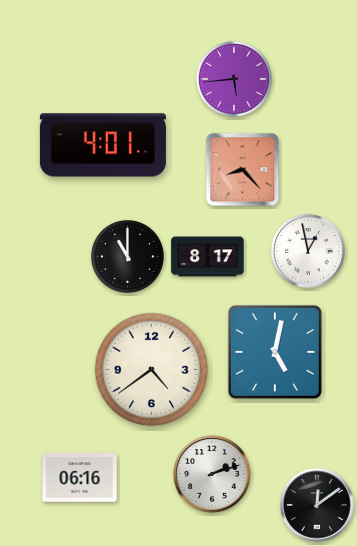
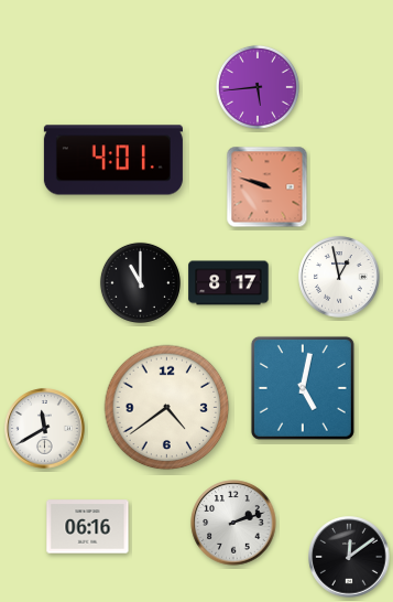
clock at (243, 170): 8:23 -> 9:48
clock at (45, 429): none -> 11:40
